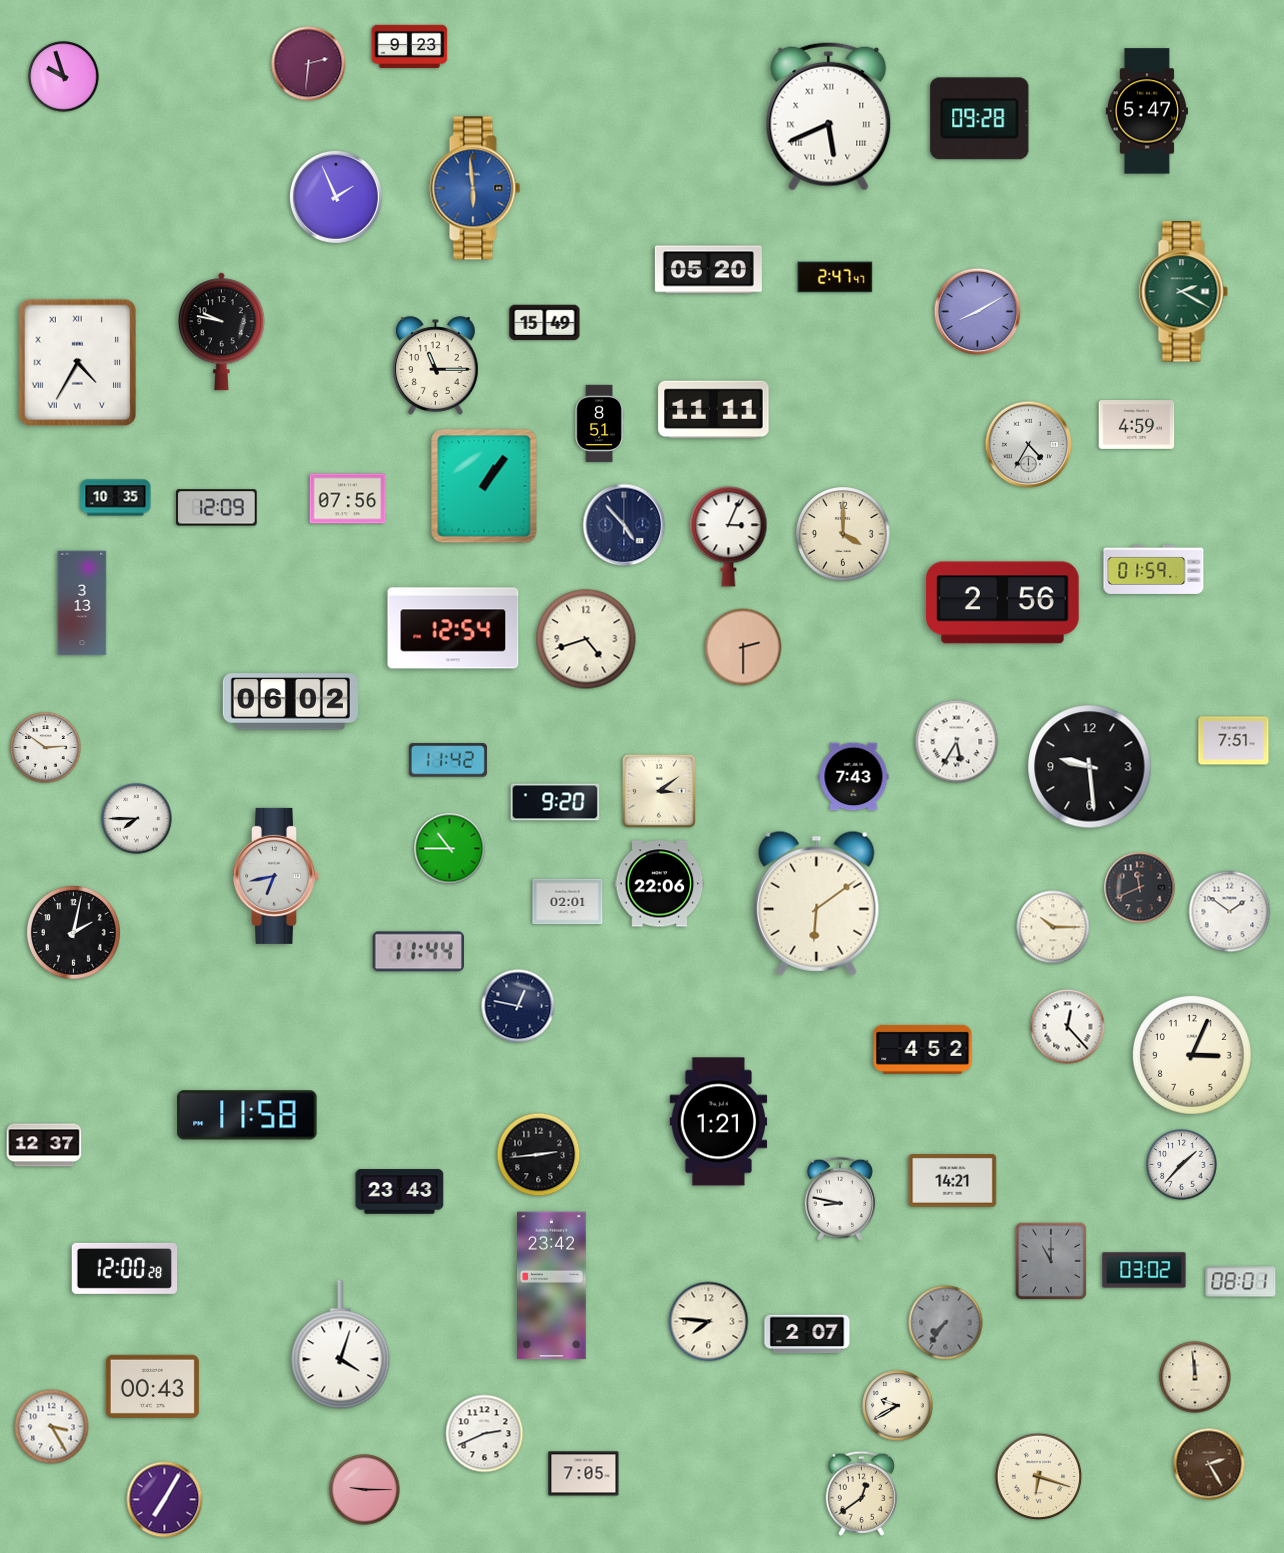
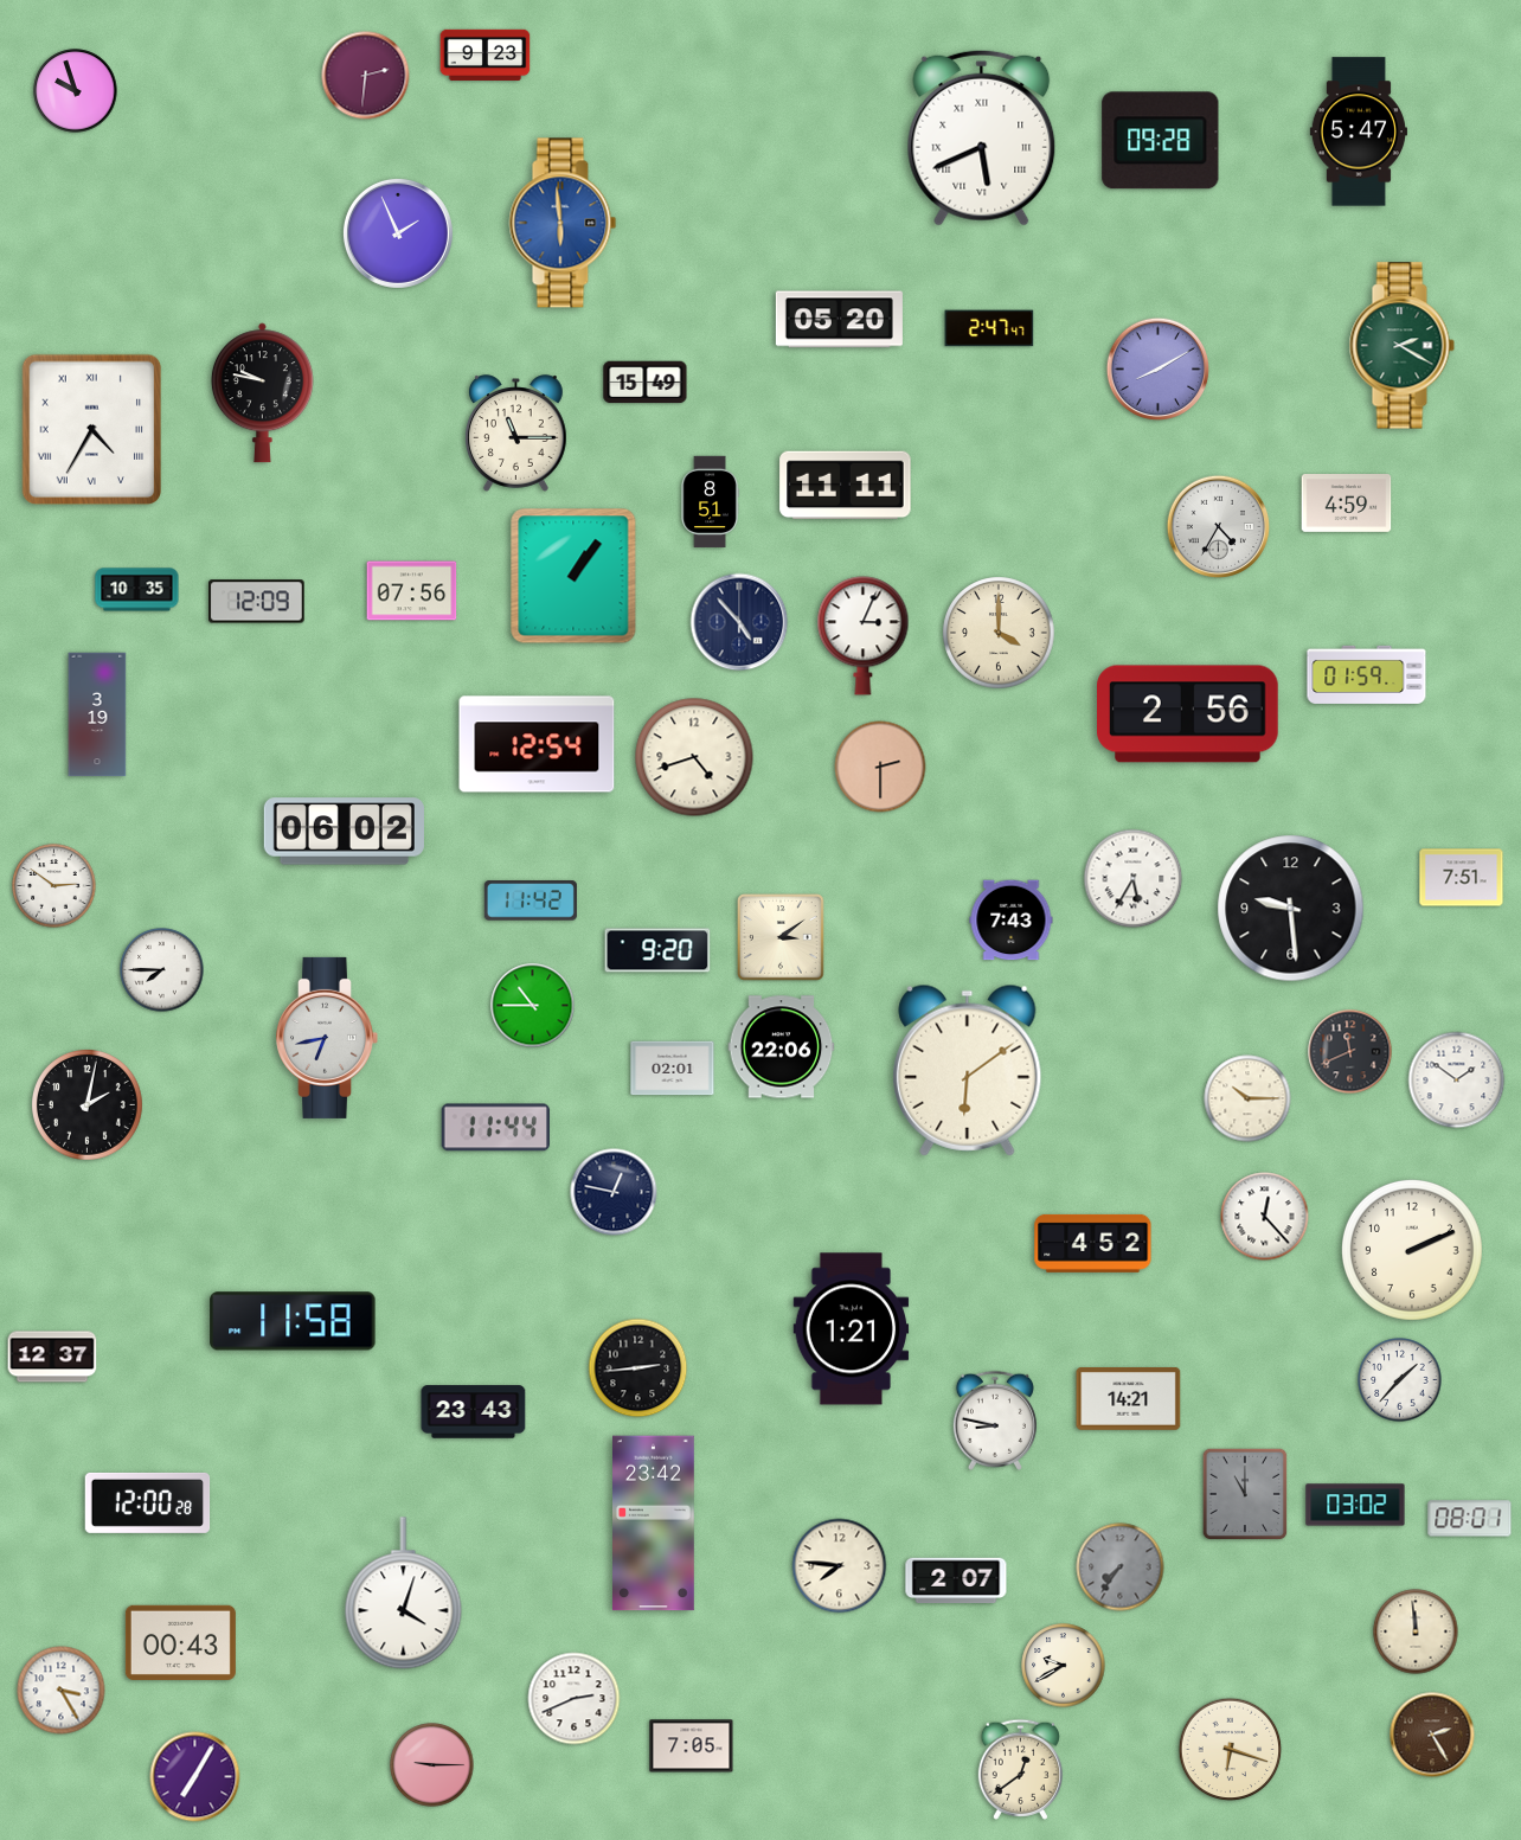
clock at (82, 603): 3:13 -> 3:19
clock at (1192, 1055): 3:04 -> 2:11
